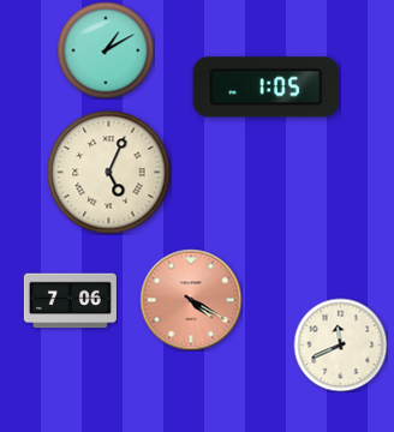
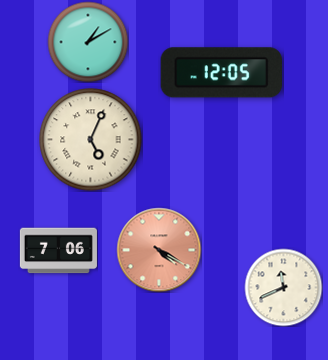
clock at (265, 88): 1:05 -> 12:05
clock at (109, 173) position: (109, 173) -> (91, 140)
